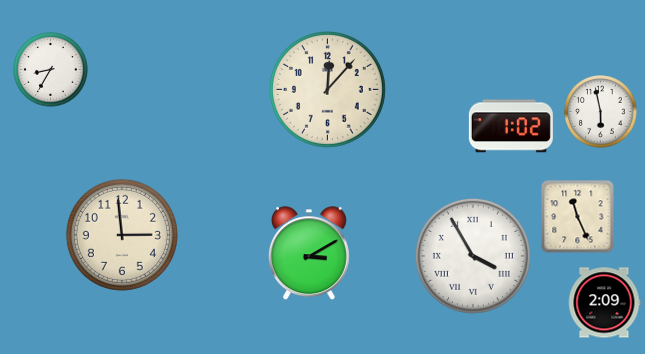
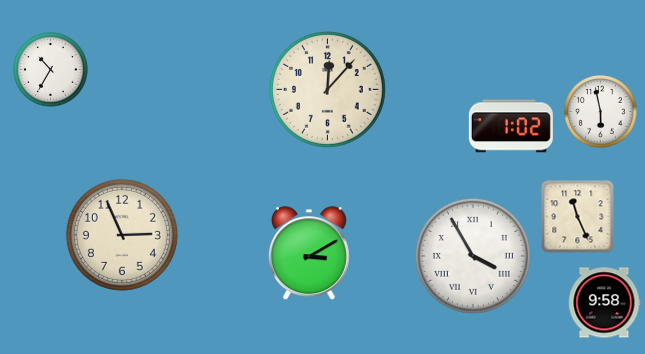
clock at (51, 70): 8:35 -> 10:35
clock at (122, 235): 2:59 -> 2:56
clock at (604, 303): 2:09 -> 9:58
